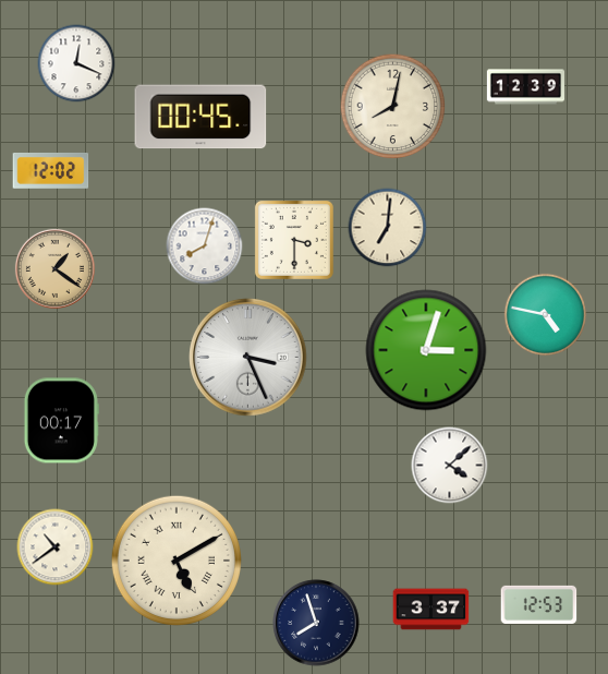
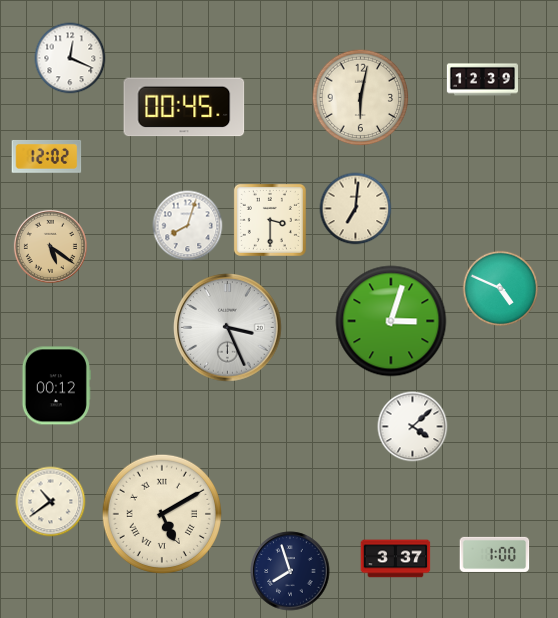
clock at (393, 107): 8:02 -> 6:02
clock at (54, 268): 1:21 -> 5:21
clock at (546, 315): 4:47 -> 4:49
clock at (61, 421): 00:17 -> 00:12
clock at (539, 604): 12:53 -> 1:00
